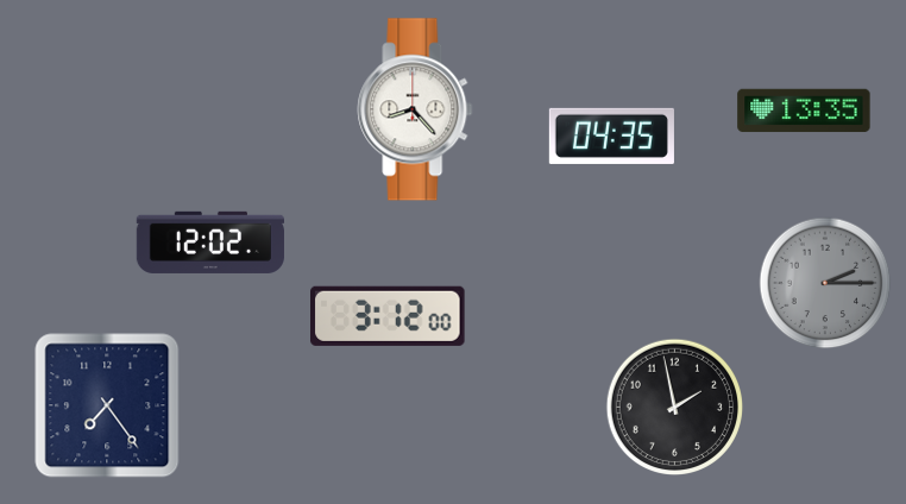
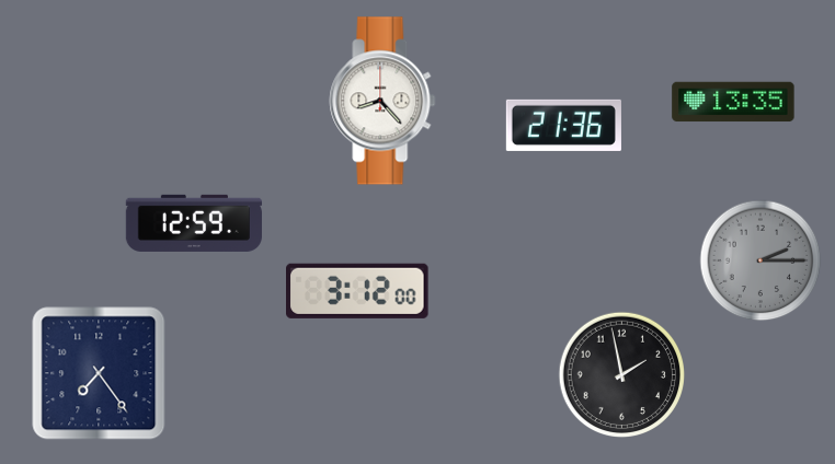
clock at (804, 111) position: (804, 111) -> (733, 102)
clock at (611, 136): 04:35 -> 21:36
clock at (210, 242): 12:02 -> 12:59
